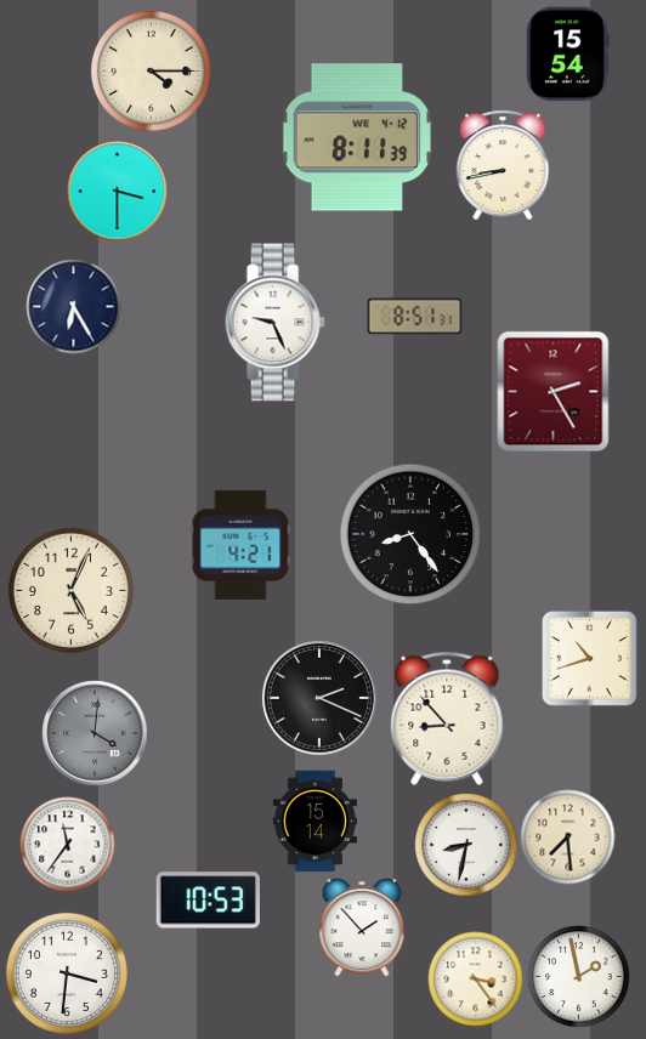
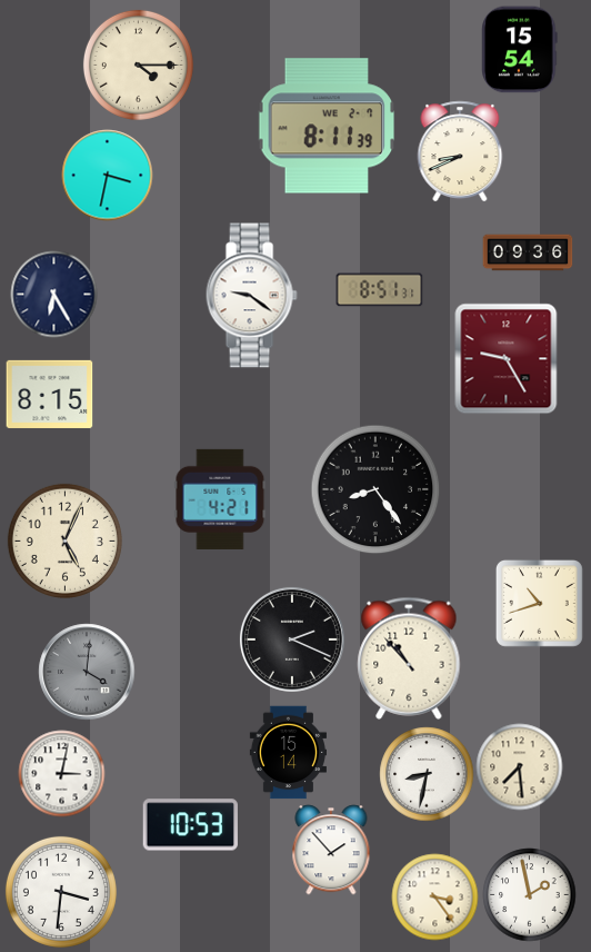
clock at (357, 137) date: WE 4-12 -> WE 2-7
clock at (503, 165): 8:43 -> 8:41
clock at (117, 191): 3:30 -> 3:32
clock at (528, 252): none -> 09:36
clock at (73, 306) position: (73, 306) -> (53, 294)
clock at (274, 323): 9:26 -> 9:21
clock at (554, 391): 2:25 -> 9:25
clock at (49, 394): none -> 8:15
clock at (447, 719): 8:53 -> 10:53
clock at (67, 844): 11:36 -> 3:02
